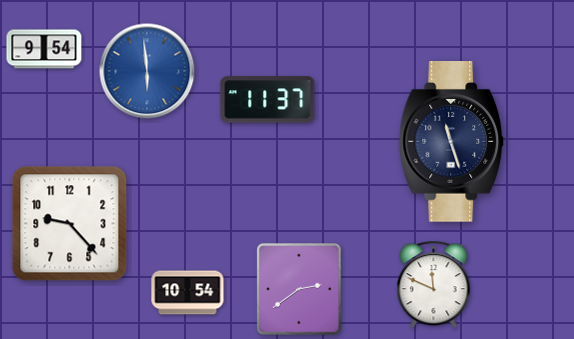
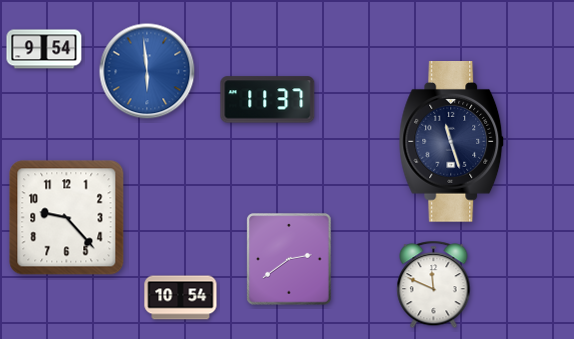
clock at (70, 224) position: (70, 224) -> (67, 218)
clock at (299, 289) position: (299, 289) -> (289, 259)
clock at (188, 293) position: (188, 293) -> (181, 298)
